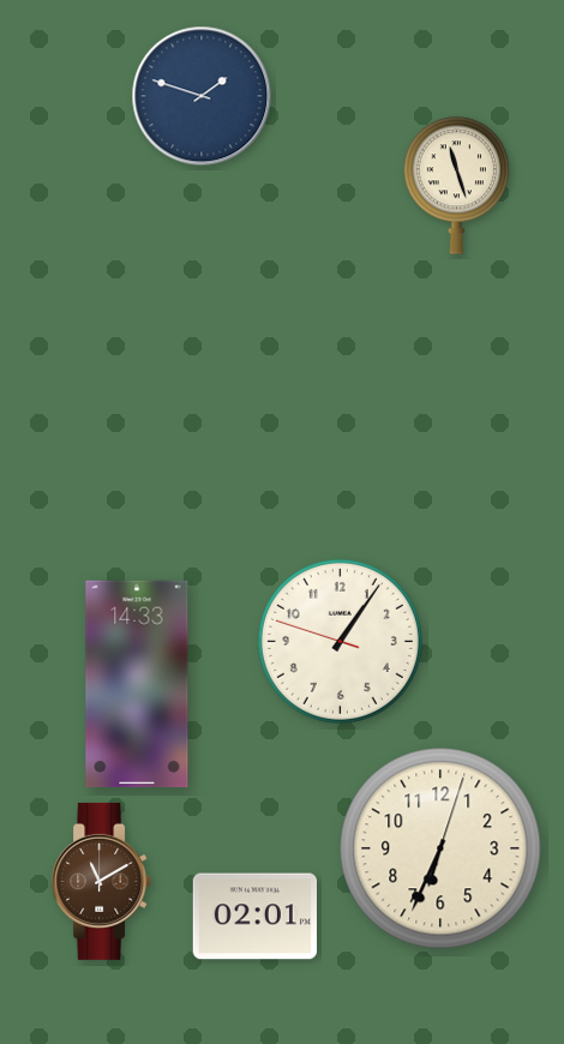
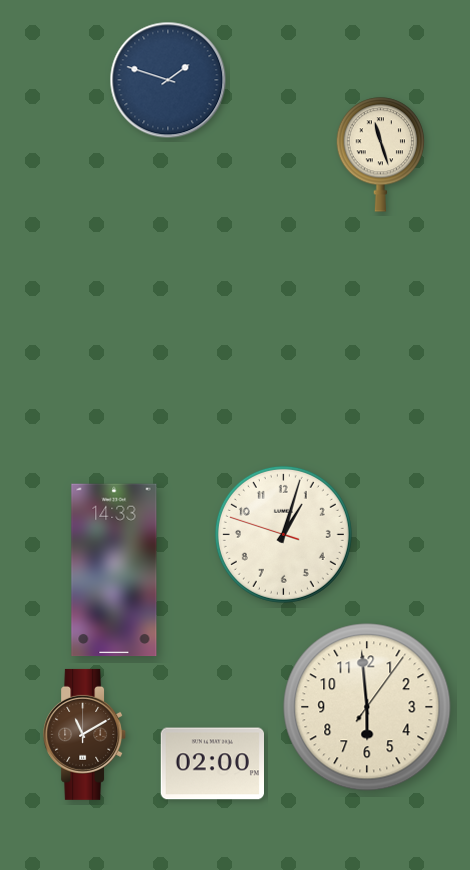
clock at (340, 641): 1:05 -> 1:02
clock at (440, 848): 6:34 -> 5:59
clock at (254, 917): 02:01 -> 02:00
